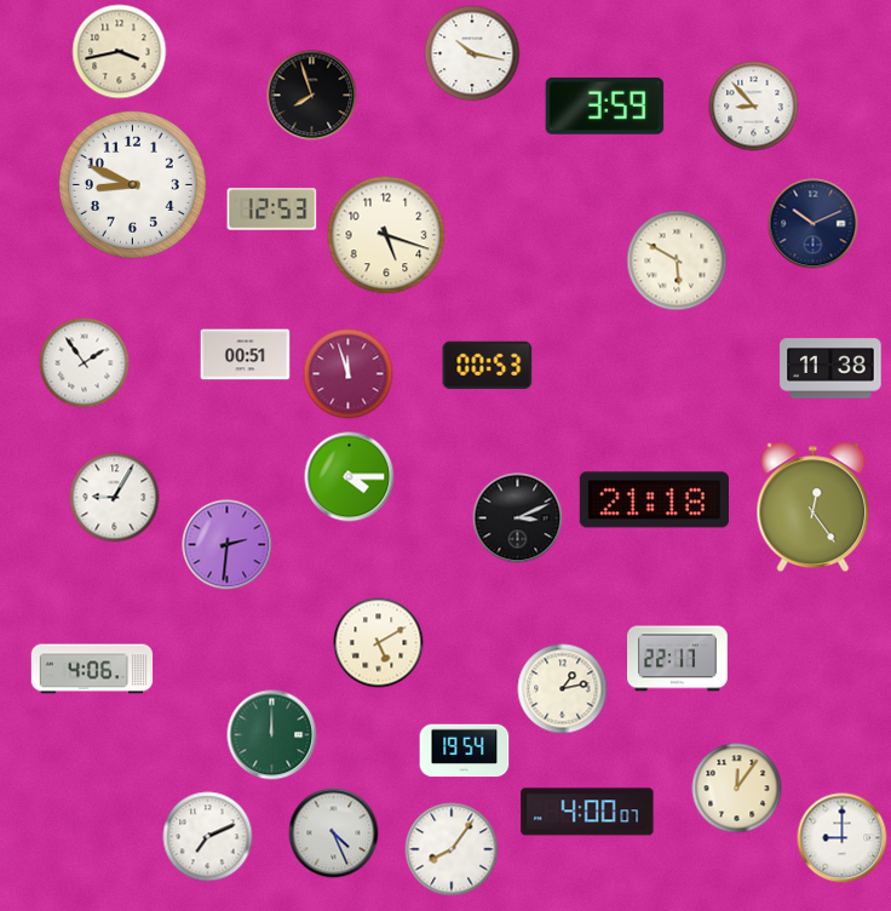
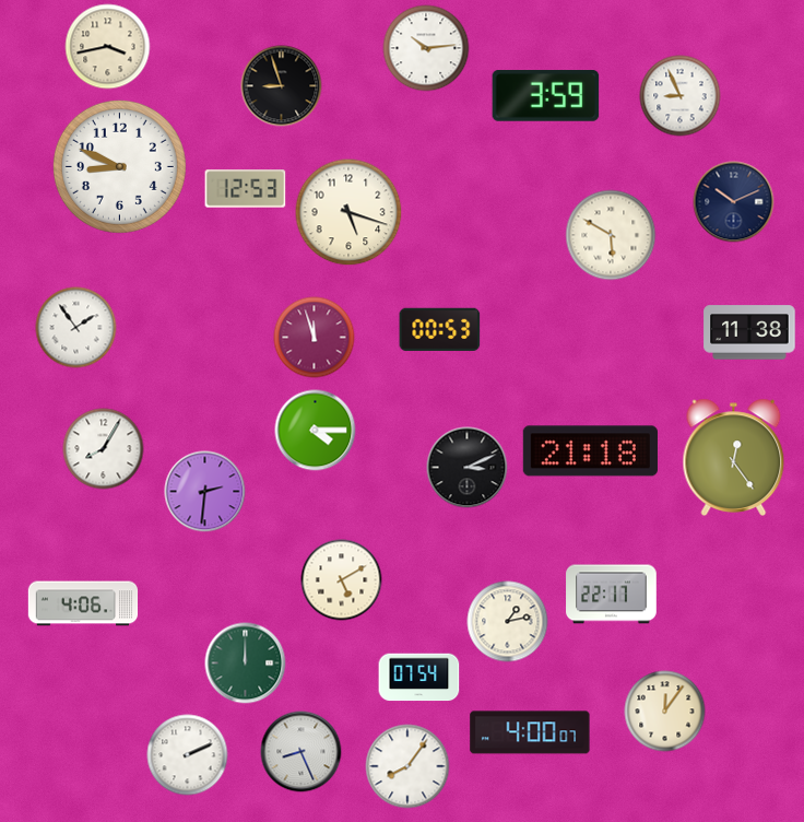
clock at (472, 53): 10:17 -> 10:14
clock at (312, 96): 7:57 -> 8:57
clock at (754, 107): 8:53 -> 8:56
clock at (246, 355): 00:51 -> none
clock at (115, 498): 9:05 -> 8:05
clock at (465, 751): 19:54 -> 07:54
clock at (334, 833): 4:26 -> 8:26
clock at (208, 837): 7:11 -> 2:11
clock at (843, 838): 9:00 -> none
